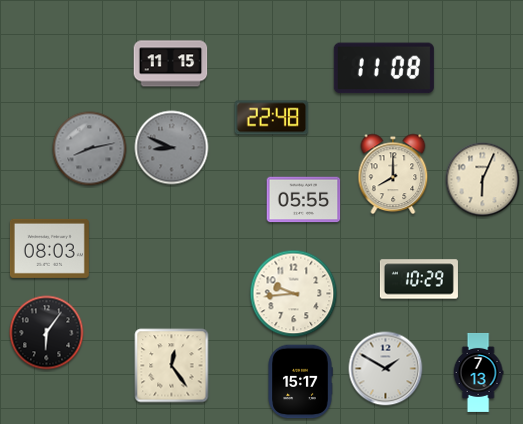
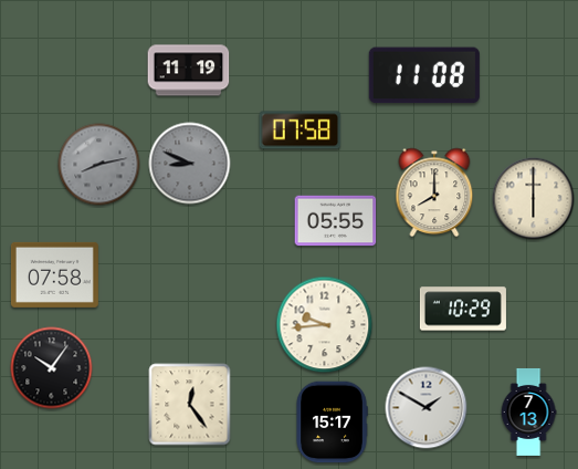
clock at (171, 64): 11:15 -> 11:19
clock at (272, 118): 22:48 -> 07:58
clock at (483, 180): 6:04 -> 6:00
clock at (49, 248): 08:03 -> 07:58
clock at (47, 333): 6:06 -> 10:06
